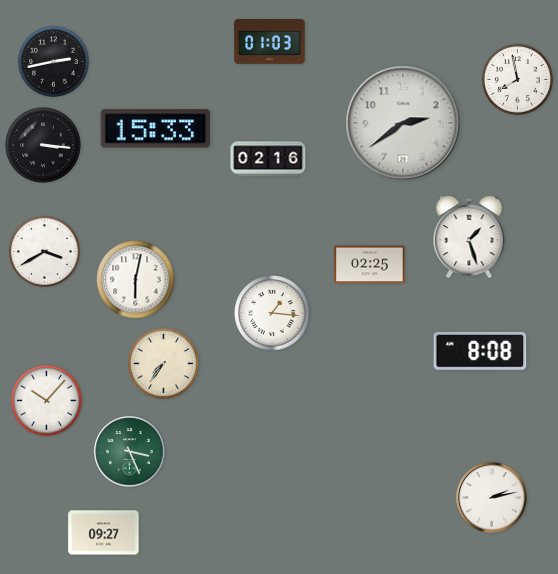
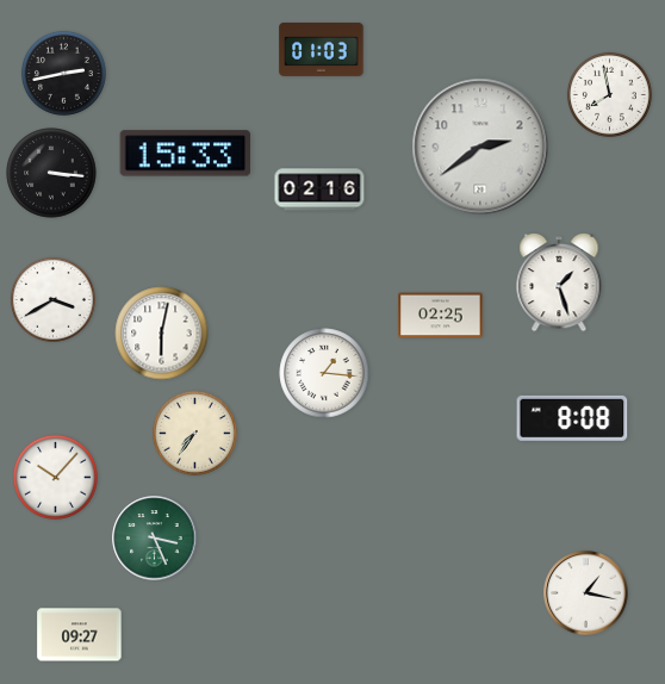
clock at (517, 79) position: (517, 79) -> (609, 94)
clock at (492, 498): 2:13 -> 1:17
clock at (104, 533) position: (104, 533) -> (80, 635)
